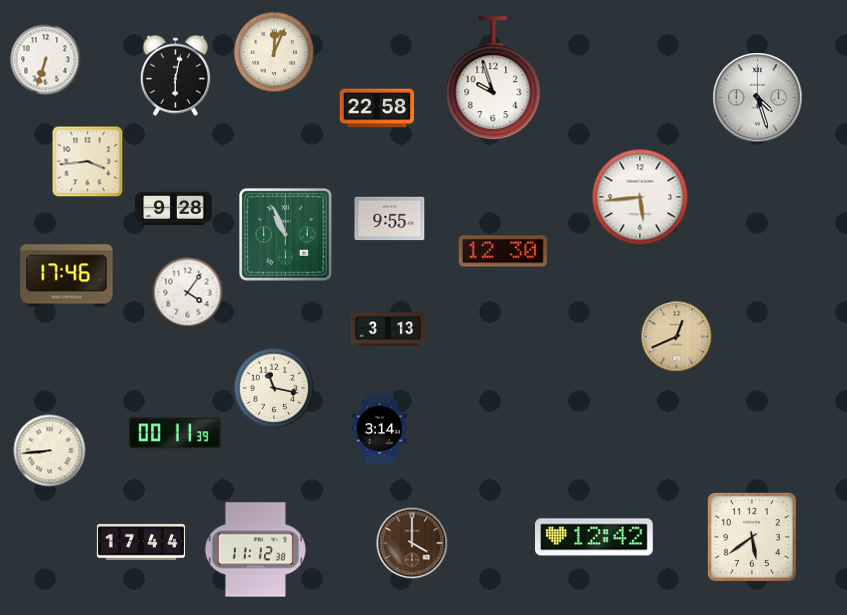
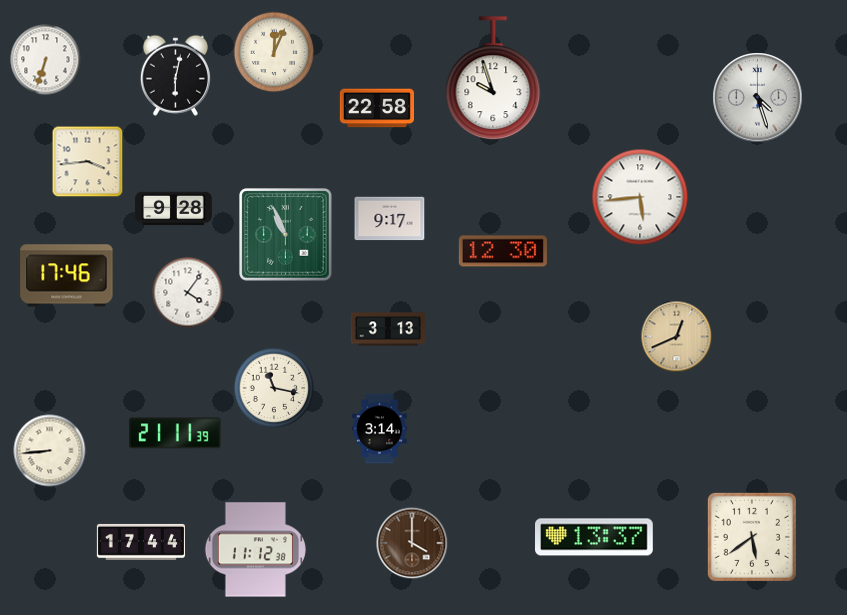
clock at (390, 219): 9:55 -> 9:17
clock at (175, 433): 00:11 -> 21:11
clock at (595, 537): 12:42 -> 13:37
